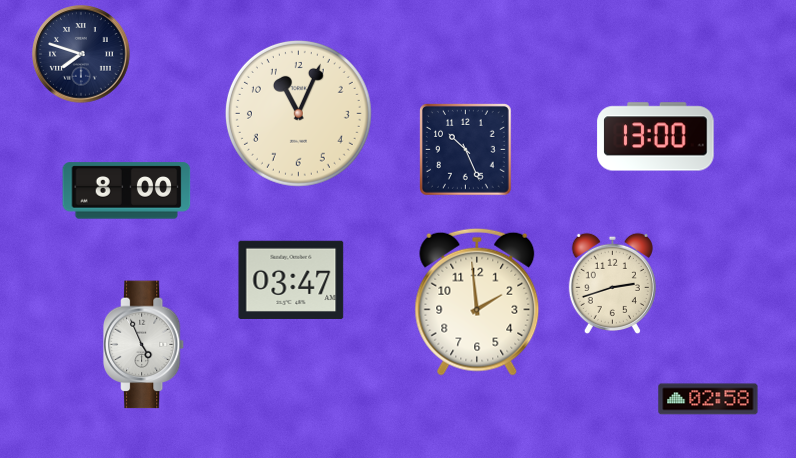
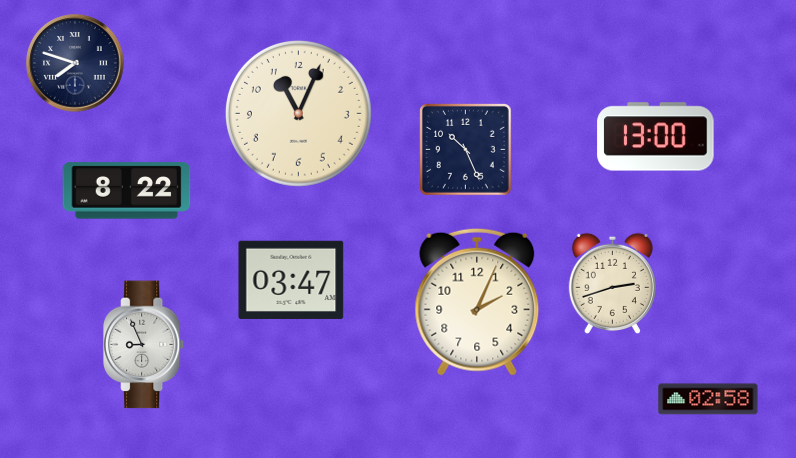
clock at (81, 54) position: (81, 54) -> (75, 63)
clock at (127, 191): 8:00 -> 8:22
clock at (477, 302): 1:59 -> 2:04
clock at (144, 345): 4:56 -> 8:56
